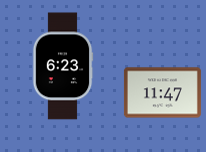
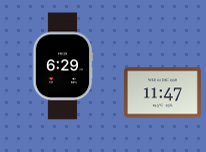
clock at (63, 66): 6:23 -> 6:29
